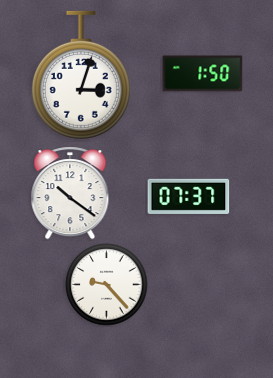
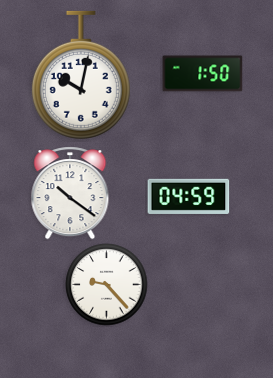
clock at (81, 75): 3:03 -> 10:02
clock at (189, 196): 07:37 -> 04:59
